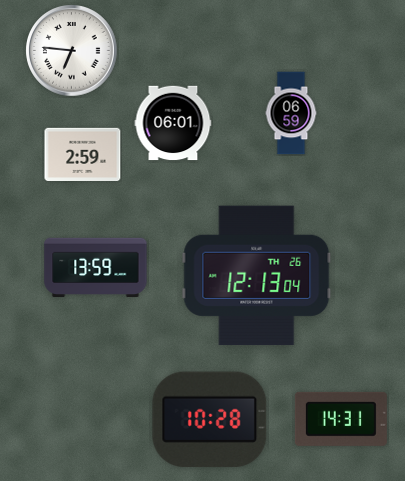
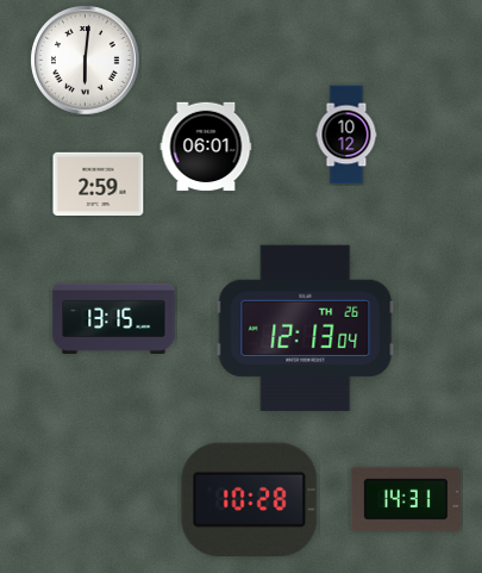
clock at (72, 51): 6:46 -> 6:01
clock at (291, 113): 06:59 -> 10:12
clock at (96, 267): 13:59 -> 13:15
